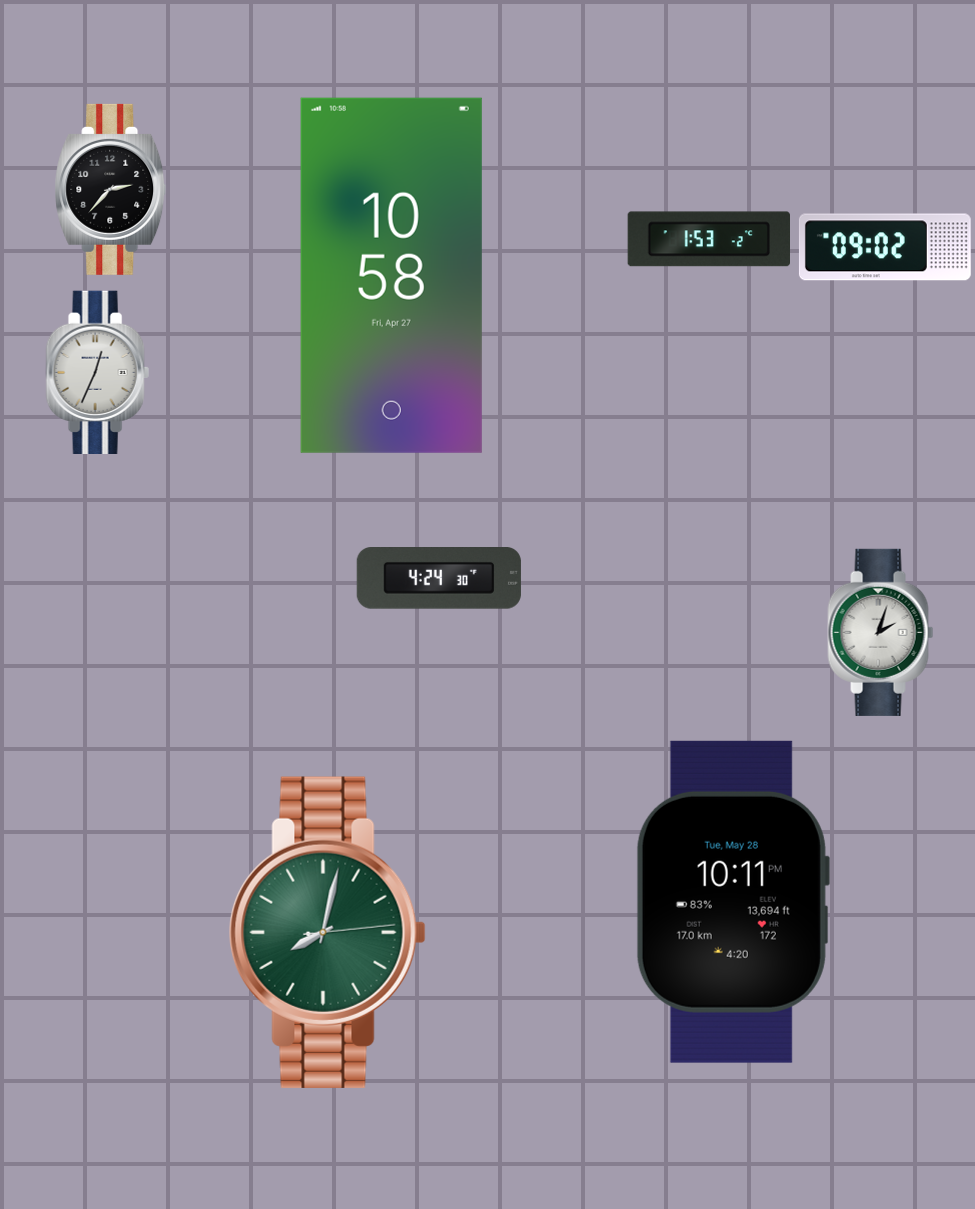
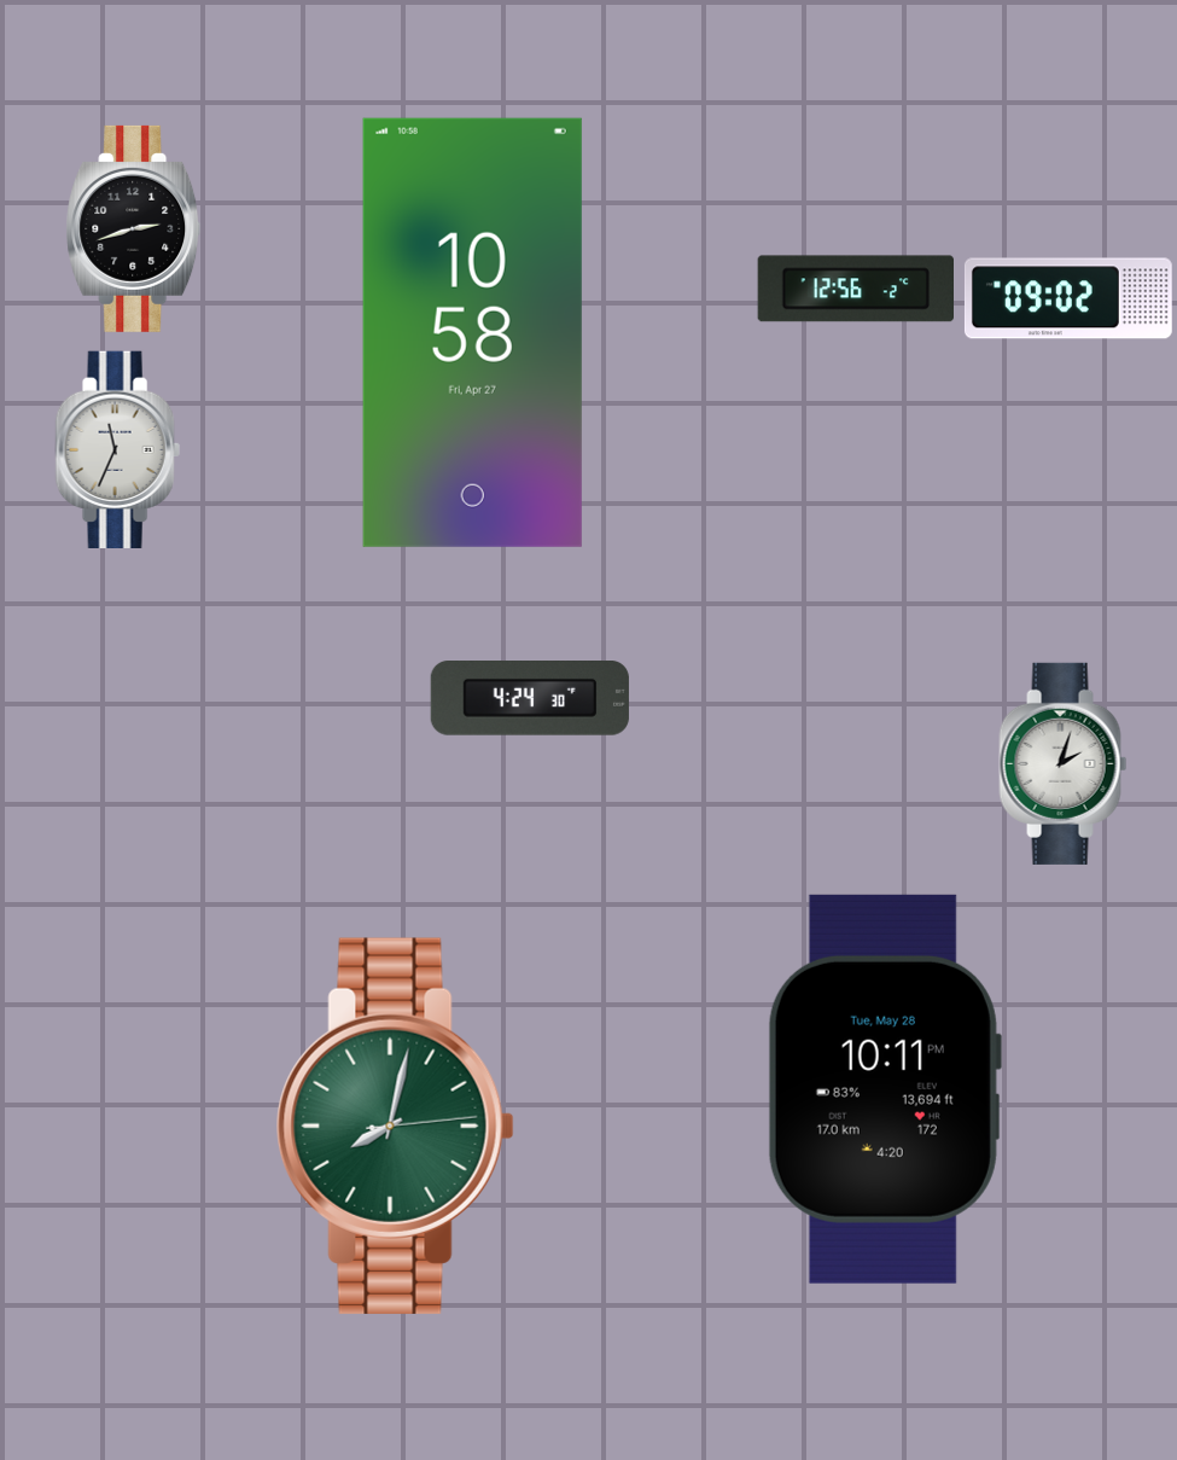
clock at (111, 189): 2:37 -> 2:42
clock at (708, 239): 1:53 -> 12:56
clock at (97, 372): 12:34 -> 11:34
